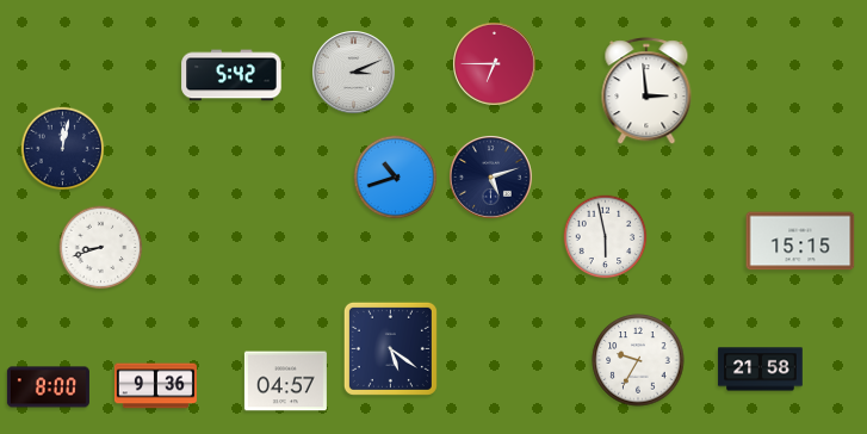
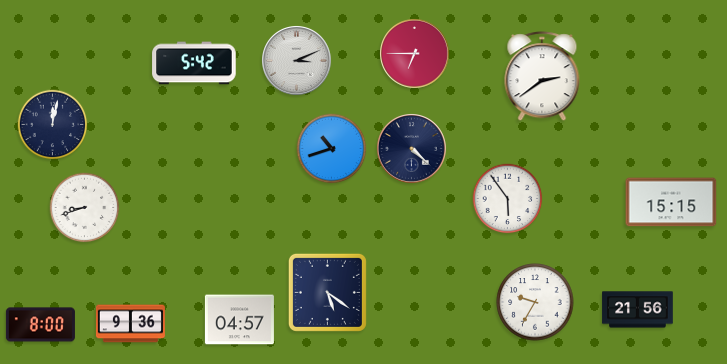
clock at (646, 92): 2:59 -> 2:39
clock at (491, 178): 5:12 -> 4:22
clock at (606, 237): 5:58 -> 5:54
clock at (761, 370): 21:58 -> 21:56
